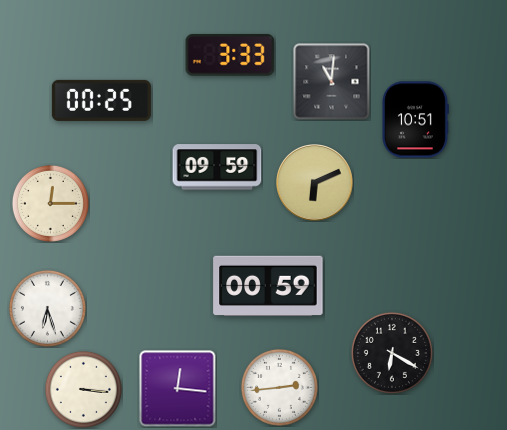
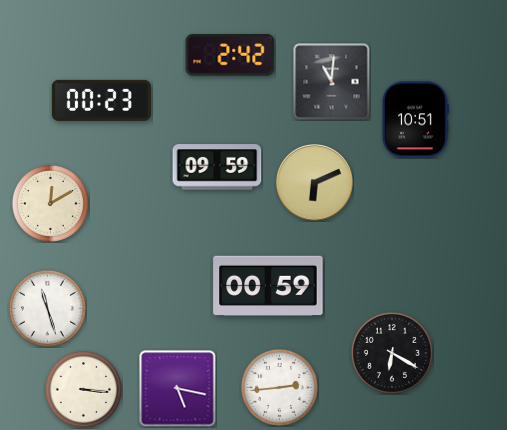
clock at (230, 55): 3:33 -> 2:42
clock at (101, 100): 00:25 -> 00:23
clock at (50, 203): 12:15 -> 12:10
clock at (47, 308): 6:27 -> 11:27
clock at (178, 389): 12:16 -> 5:17
